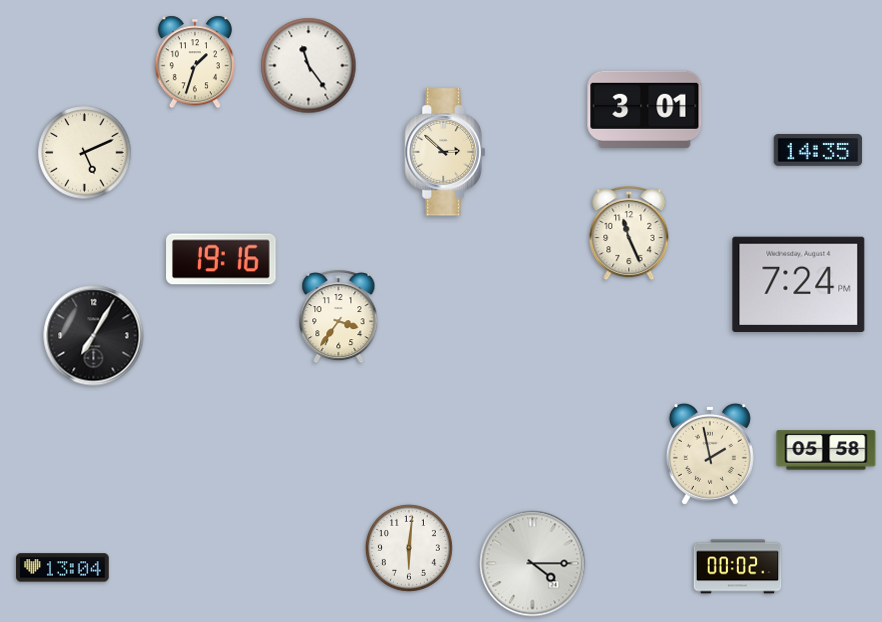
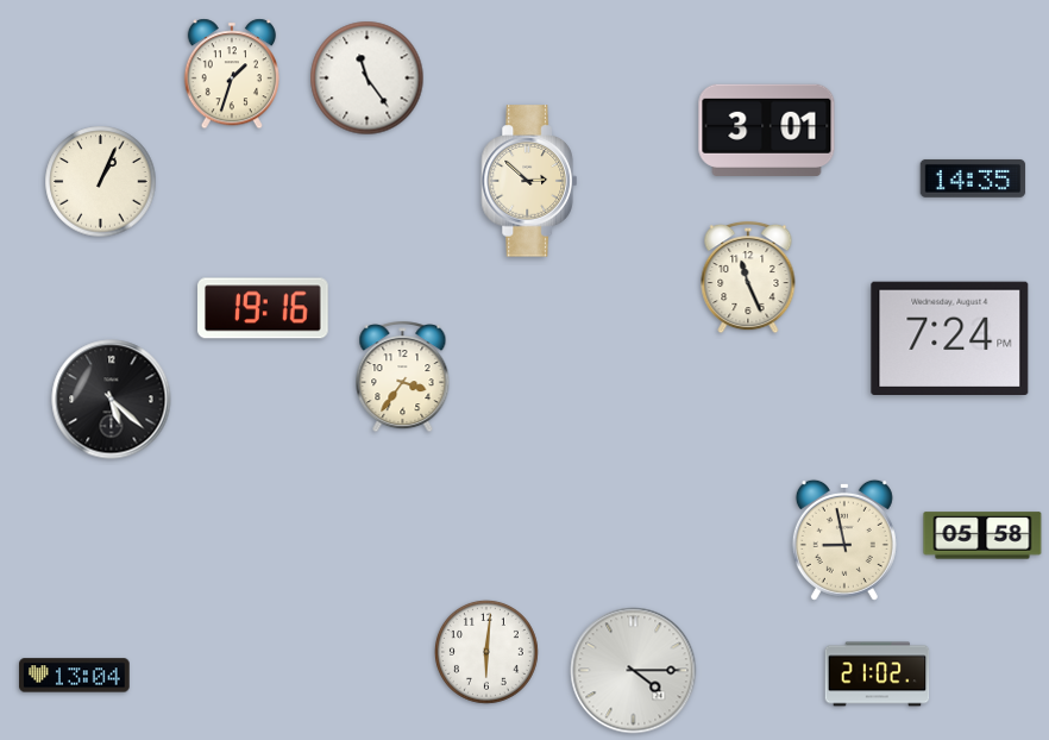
clock at (85, 153): 5:11 -> 1:04
clock at (94, 336): 7:05 -> 5:22
clock at (710, 454): 1:58 -> 8:58
clock at (738, 567): 00:02 -> 21:02
